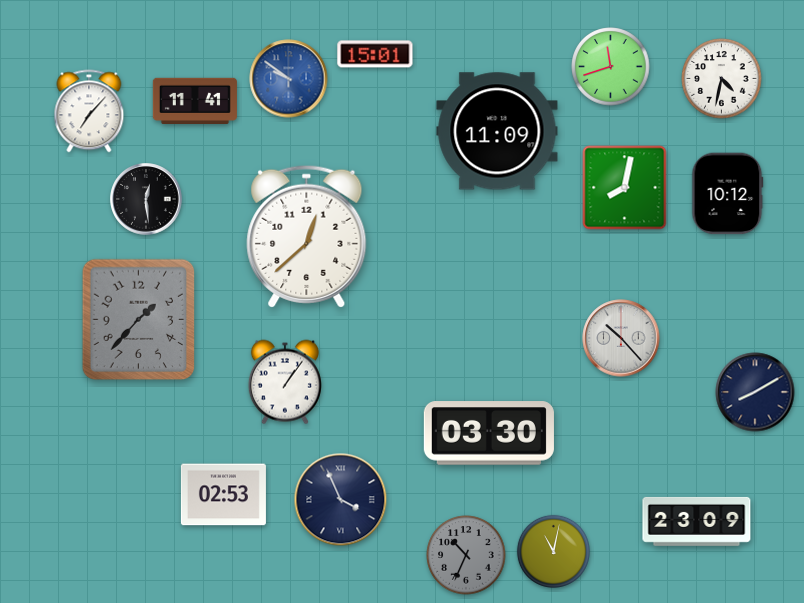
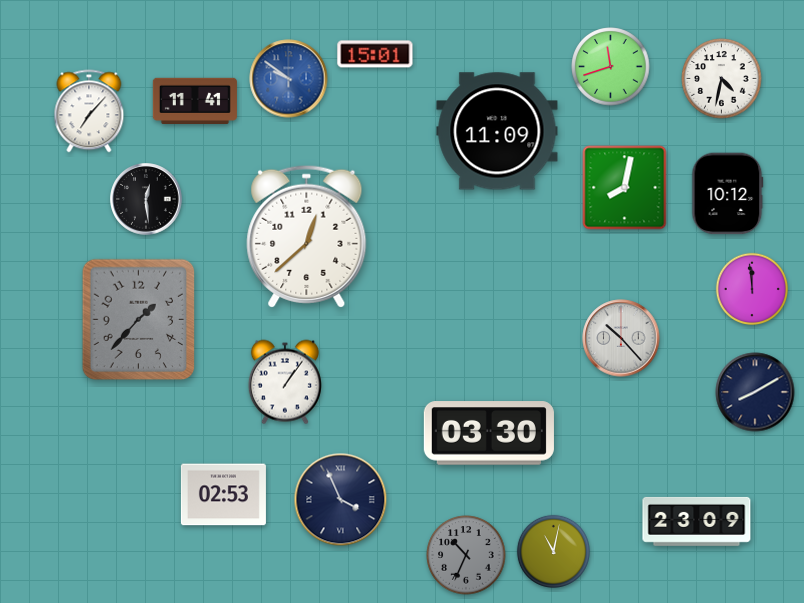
clock at (751, 288): none -> 11:59
